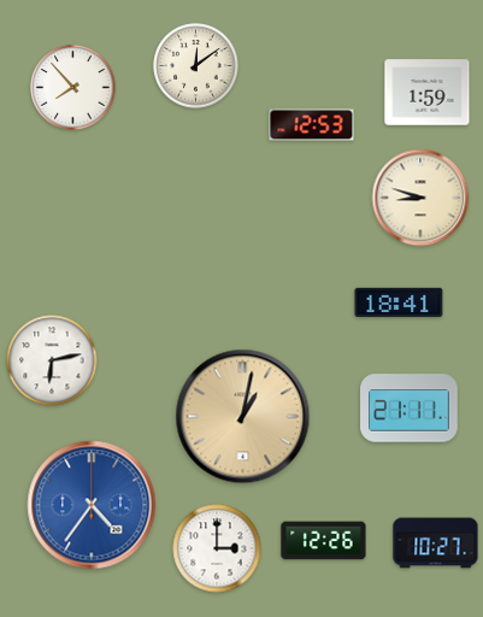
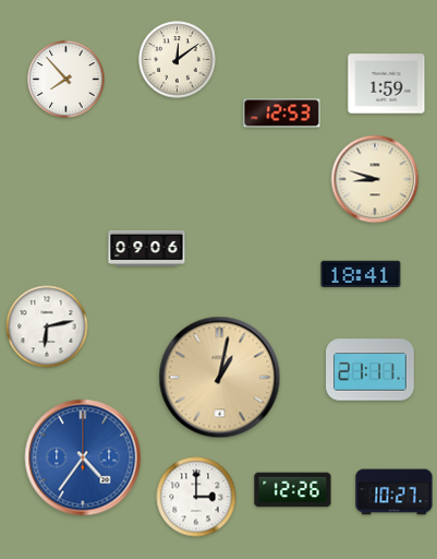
clock at (420, 198) position: (420, 198) -> (375, 179)
clock at (147, 248): none -> 09:06
